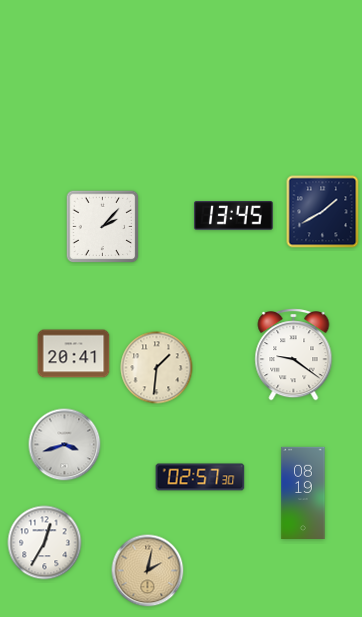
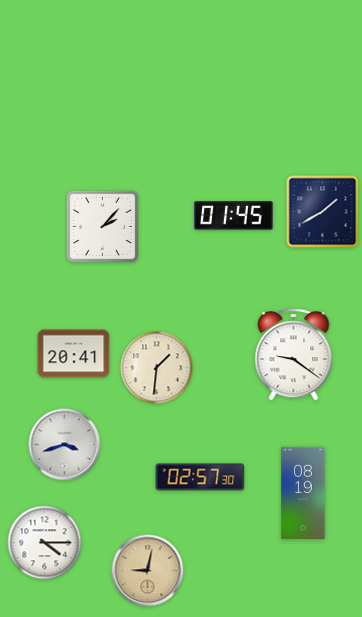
clock at (234, 216): 13:45 -> 01:45
clock at (45, 543): 12:35 -> 4:15
clock at (148, 571): 2:02 -> 9:02
